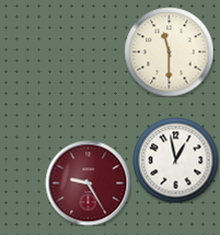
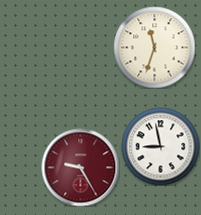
clock at (169, 51): 11:30 -> 11:33
clock at (175, 160): 12:58 -> 8:58
